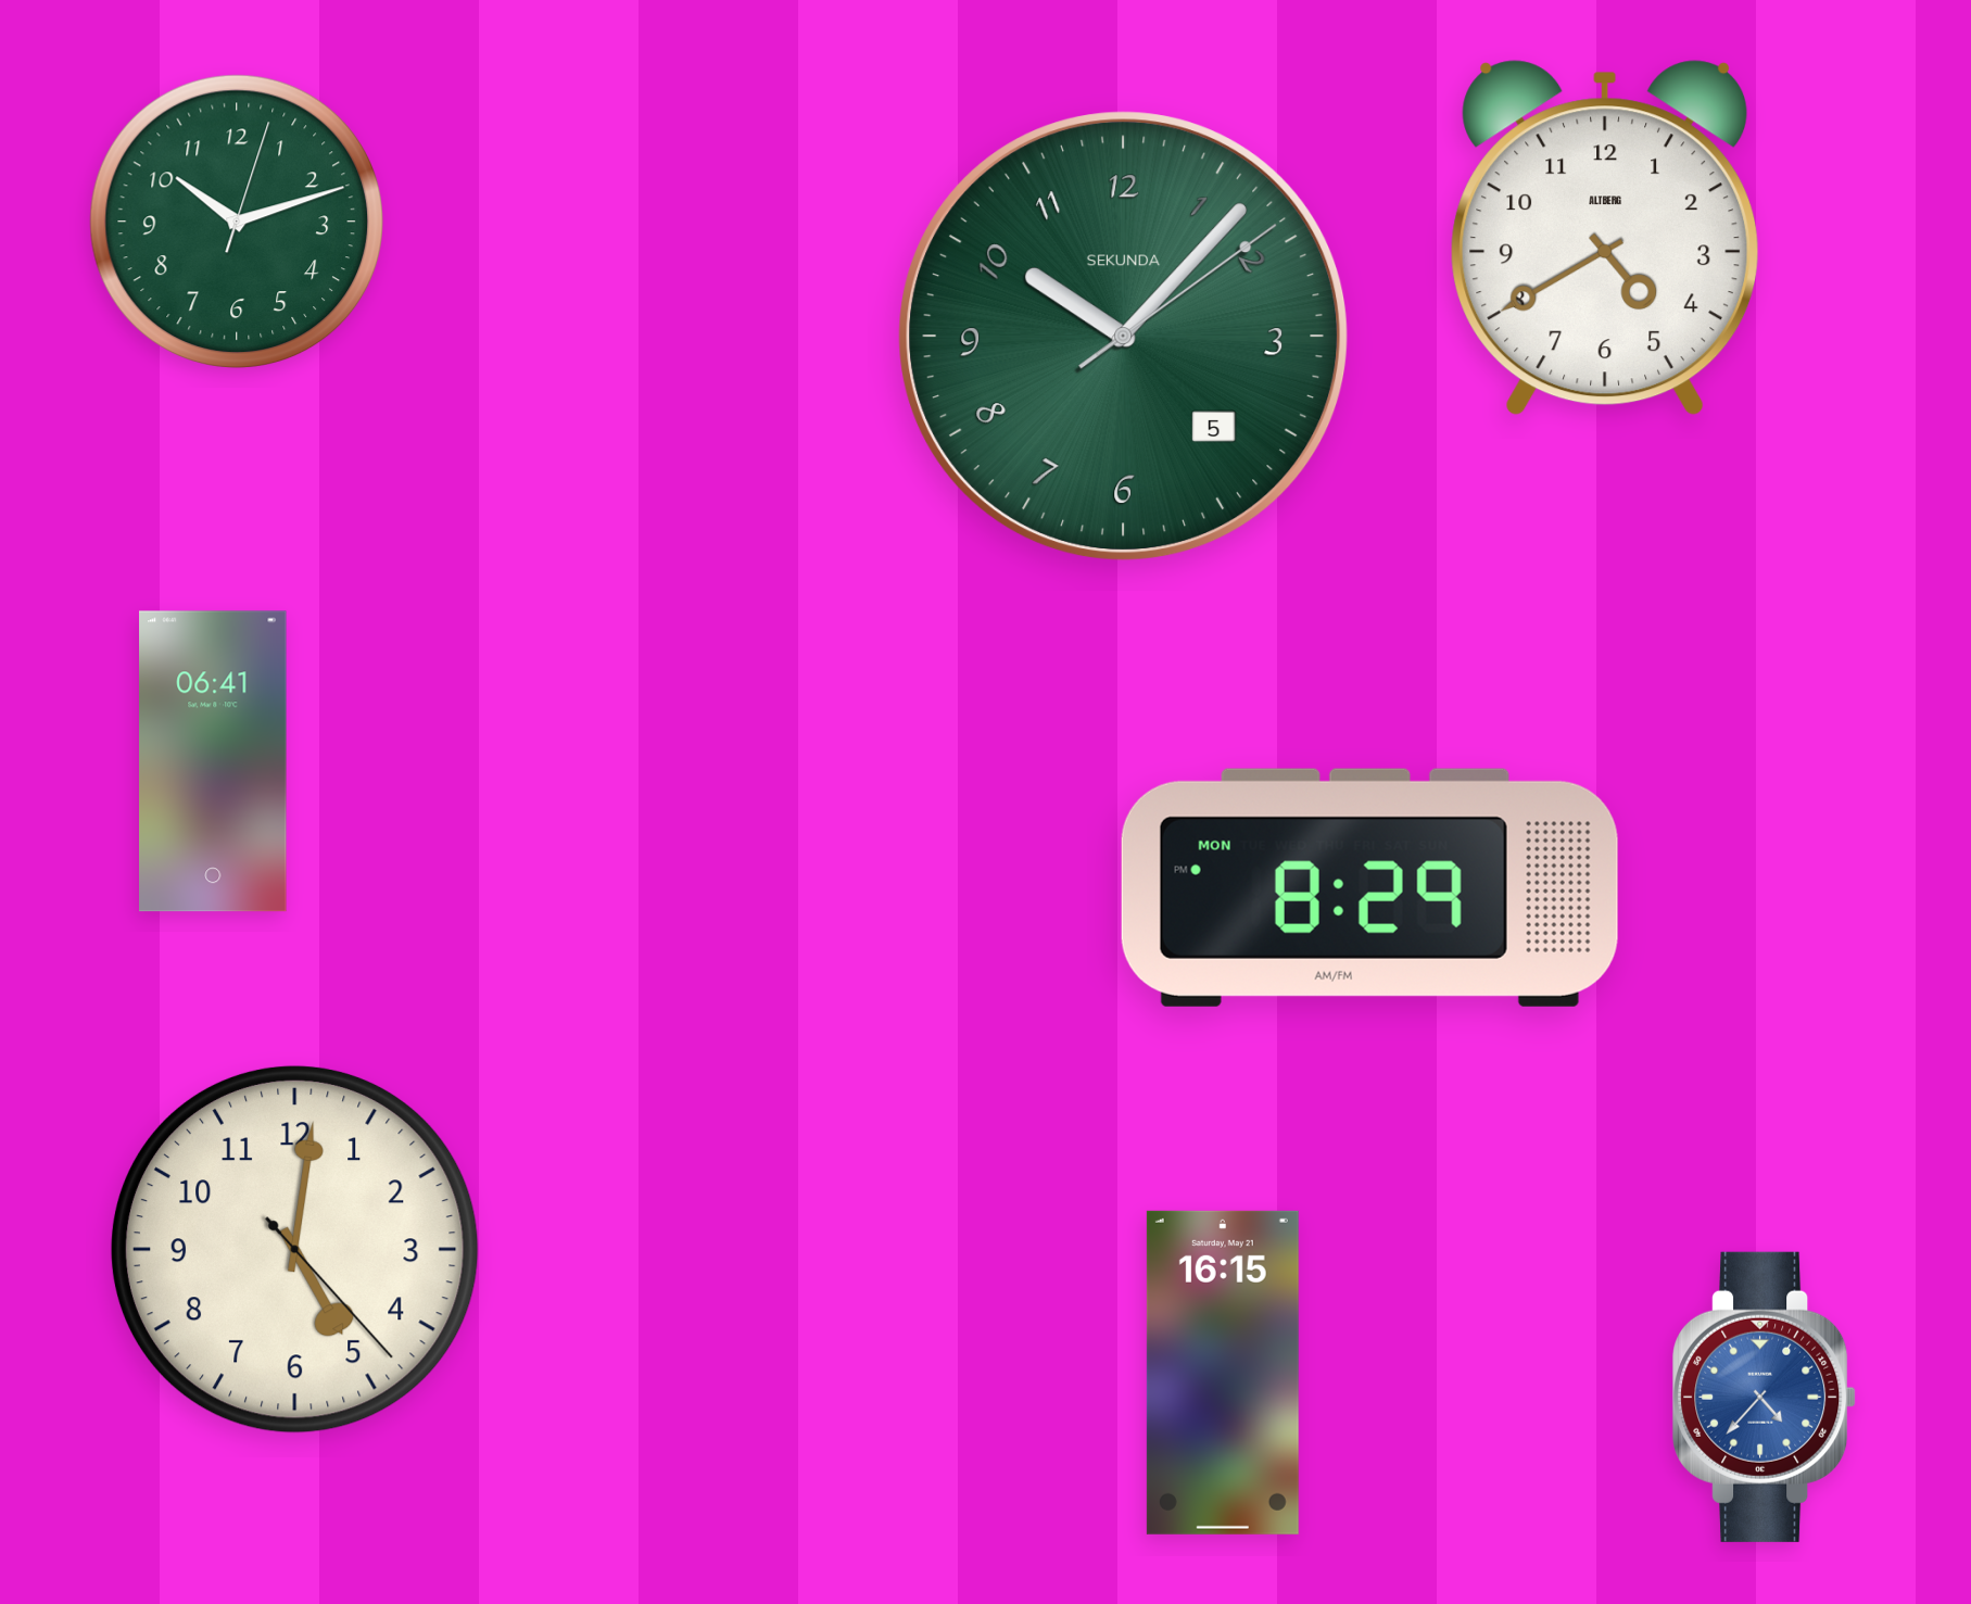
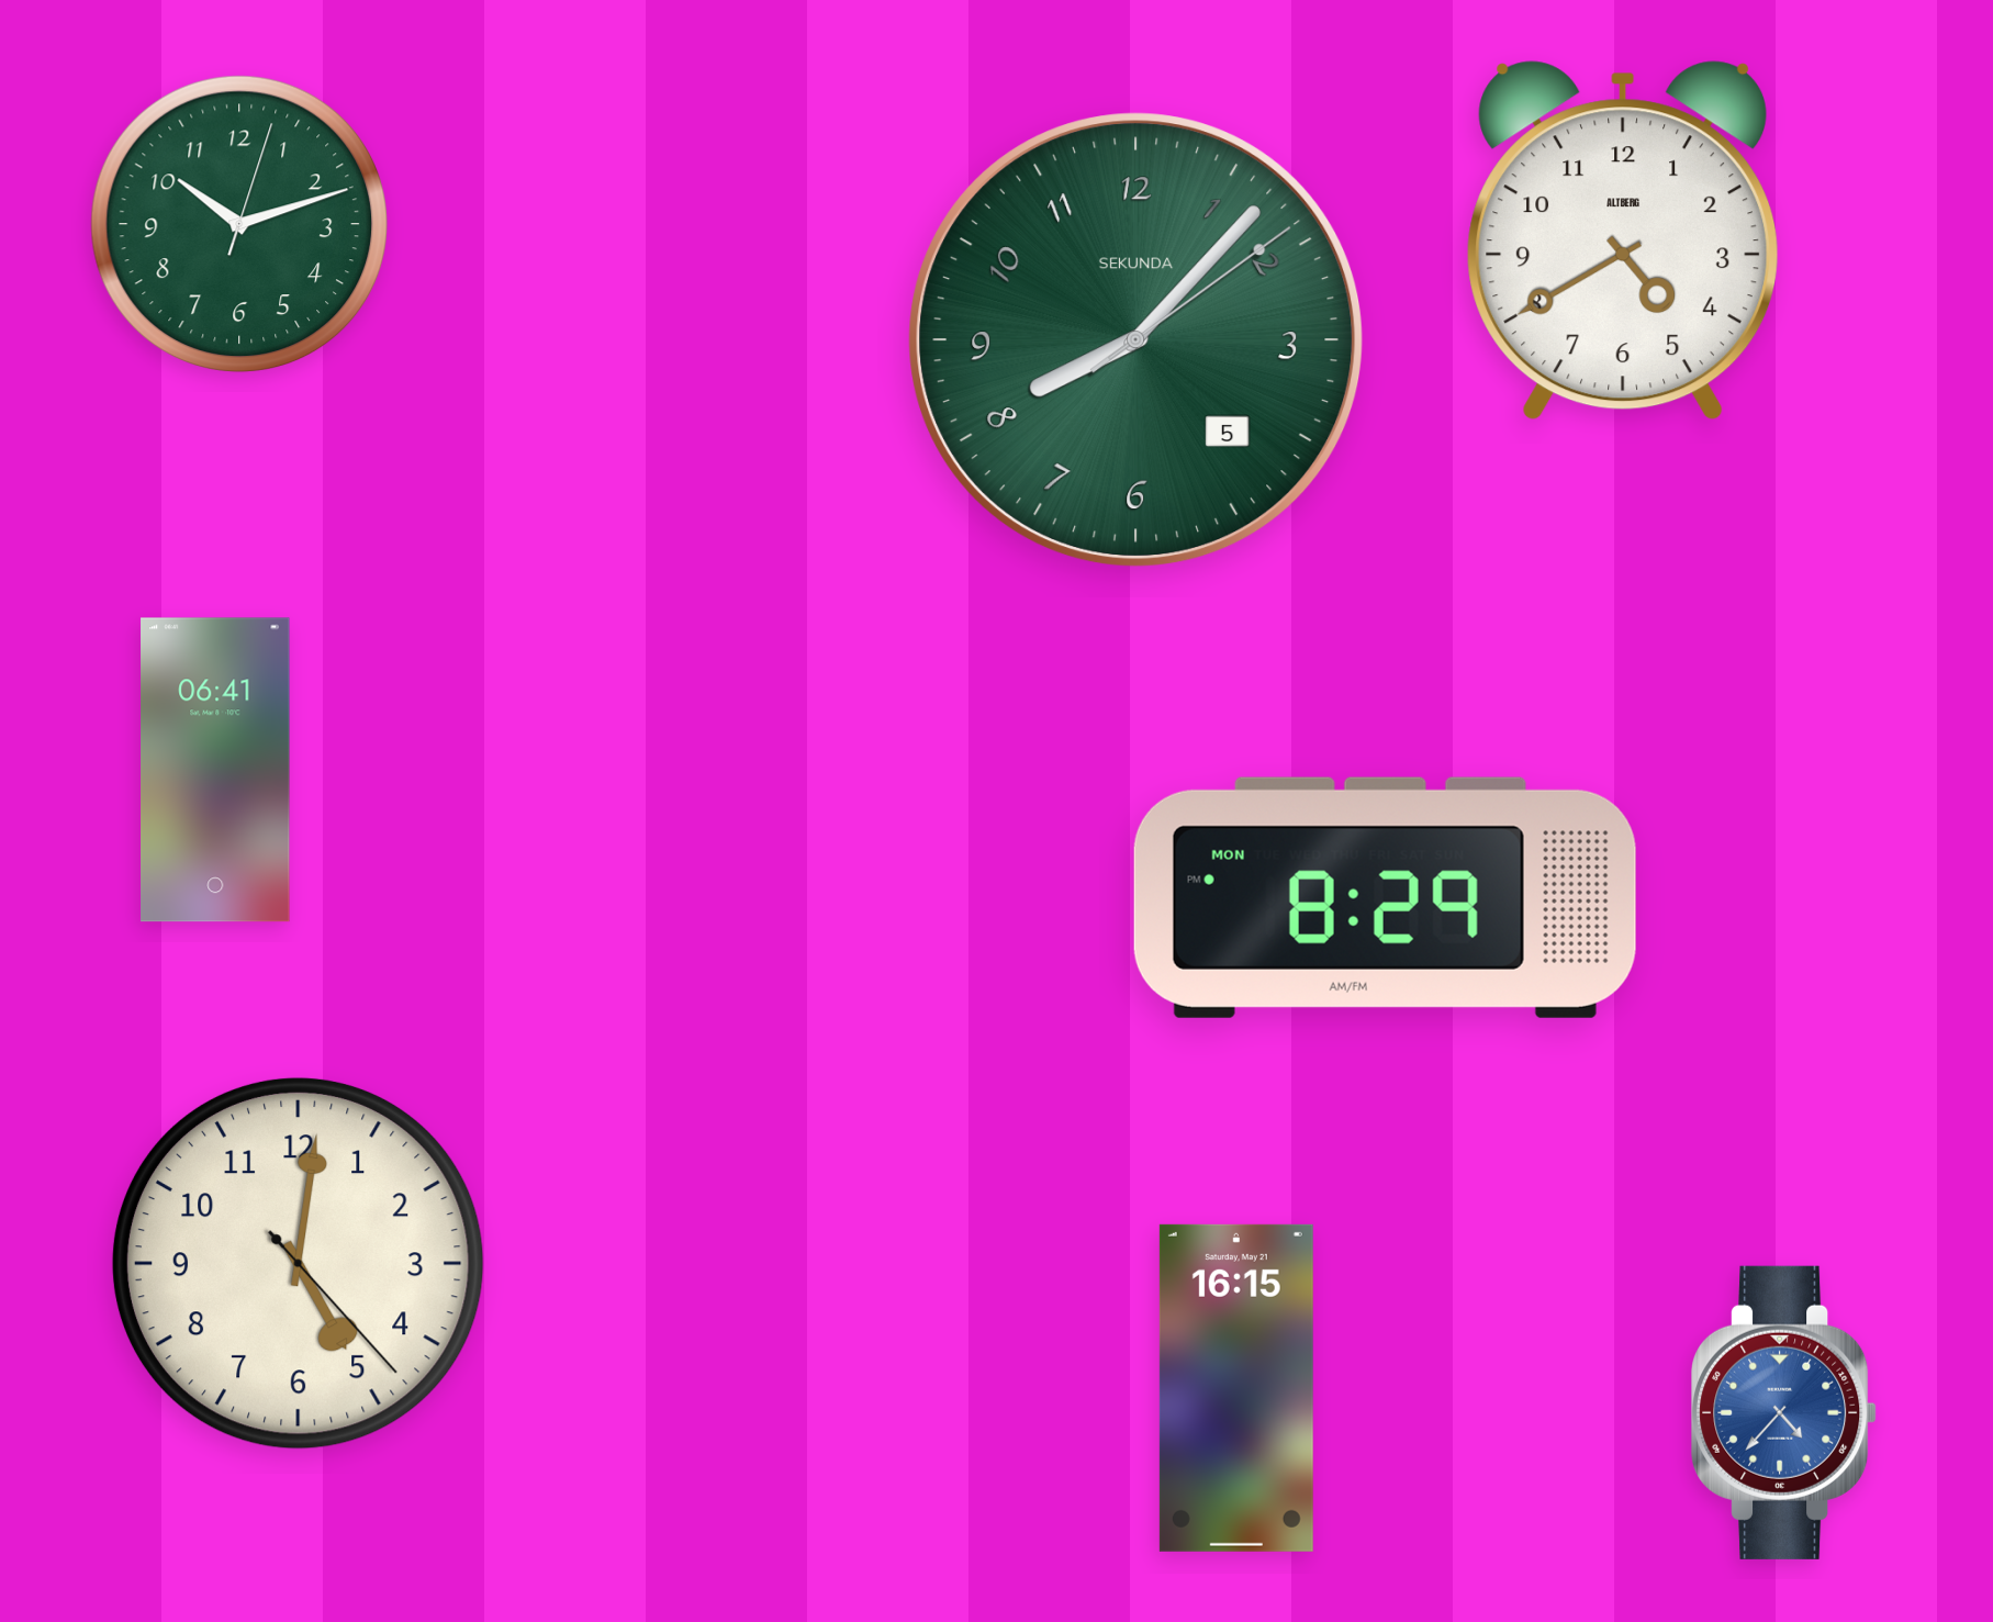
clock at (1124, 337): 10:07 -> 8:07
